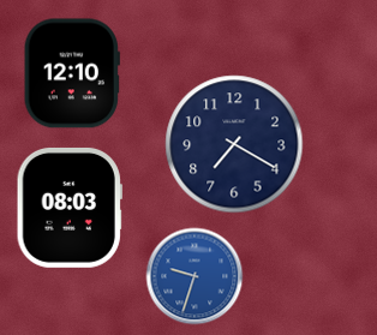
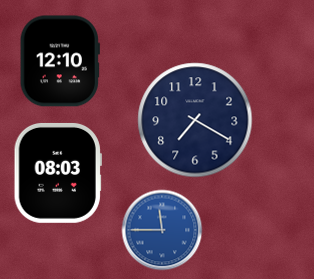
clock at (195, 276): 9:33 -> 11:45
